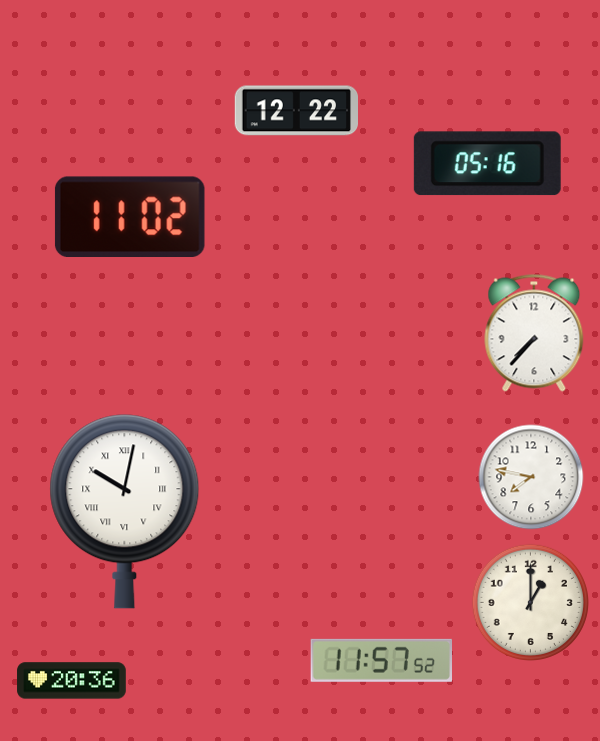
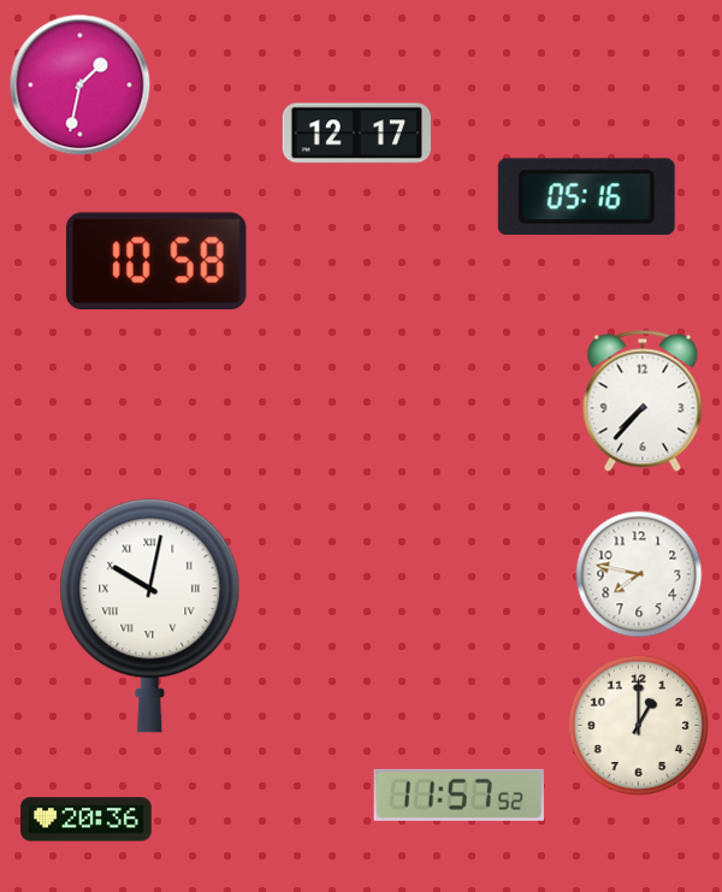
clock at (81, 85): none -> 1:32
clock at (296, 111): 12:22 -> 12:17
clock at (130, 216): 11:02 -> 10:58
